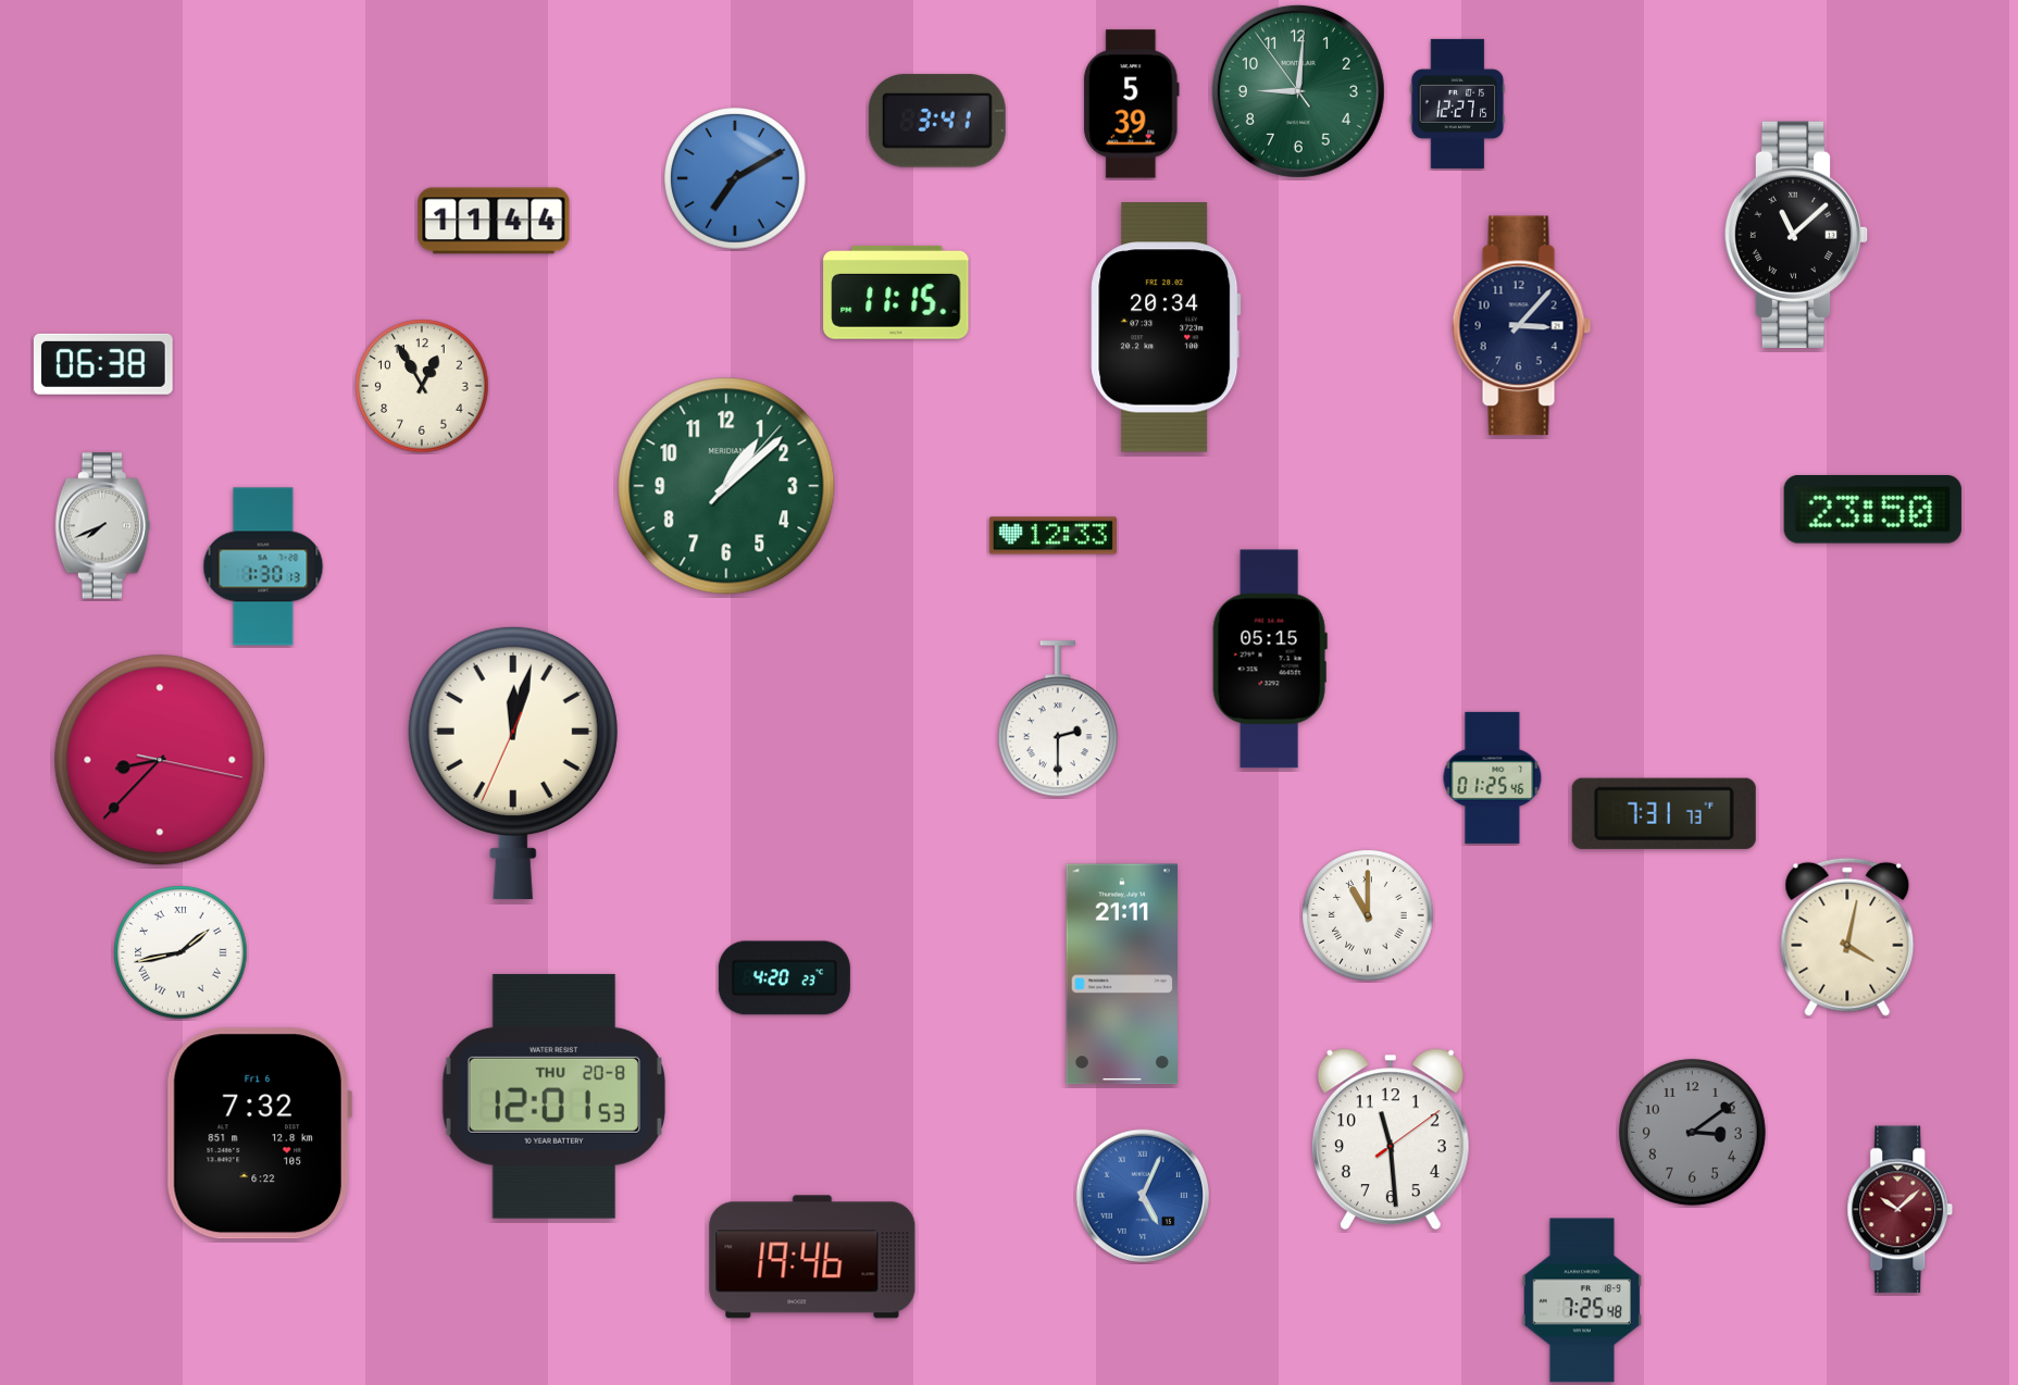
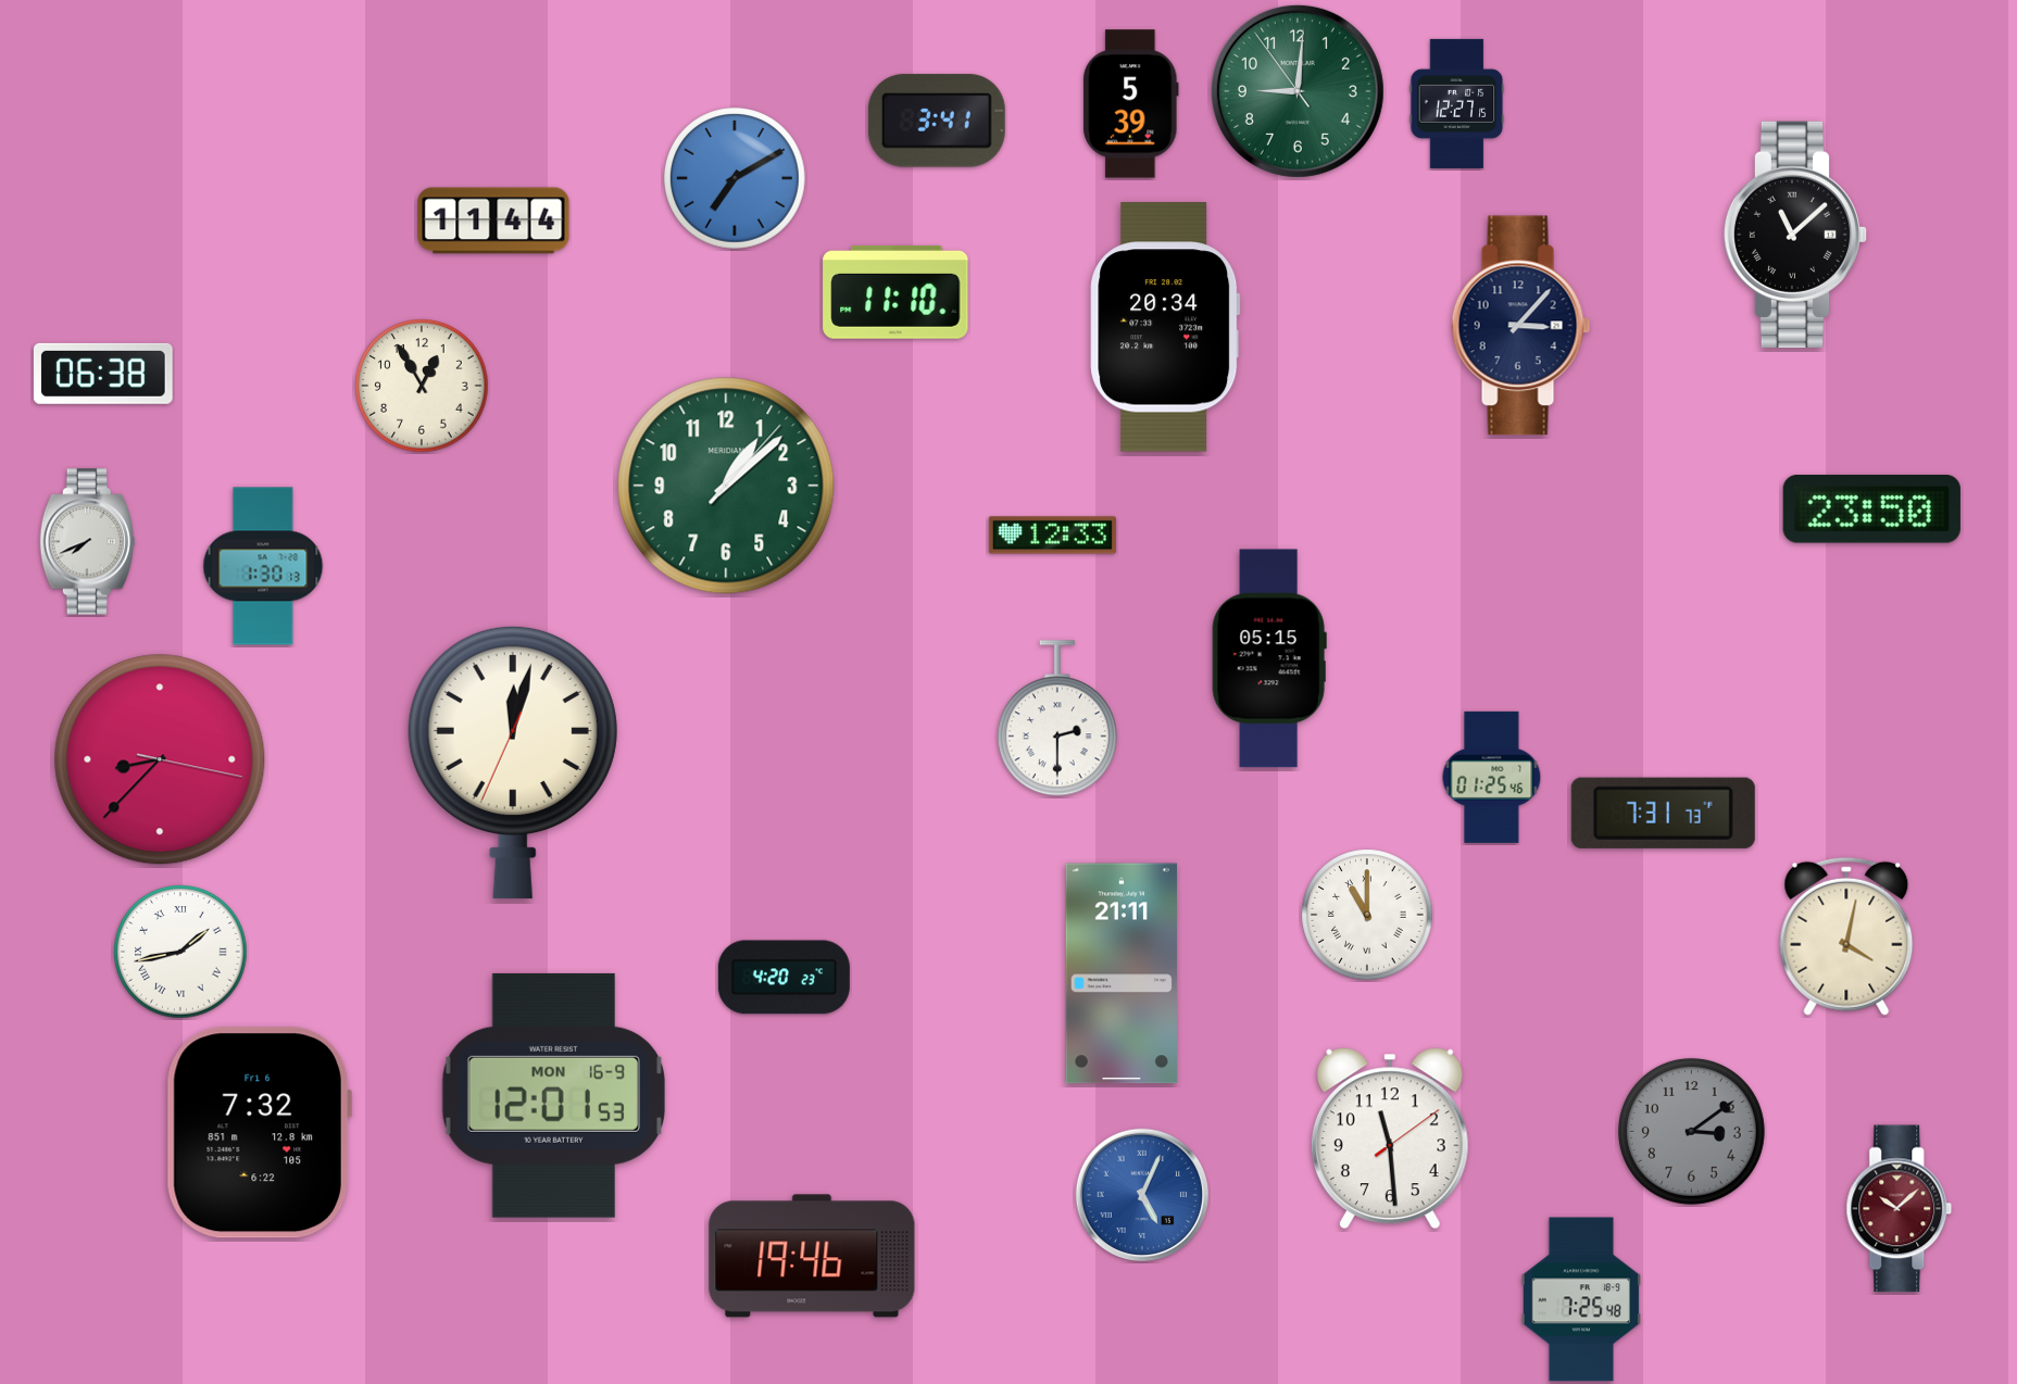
clock at (896, 292): 11:15 -> 11:10
clock at (103, 364) position: (103, 364) -> (103, 374)
clock at (102, 526) position: (102, 526) -> (87, 542)
clock at (553, 1096) date: THU 20-8 -> MON 16-9
